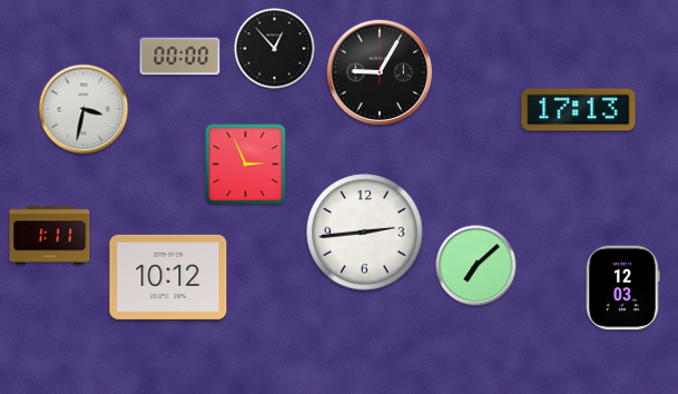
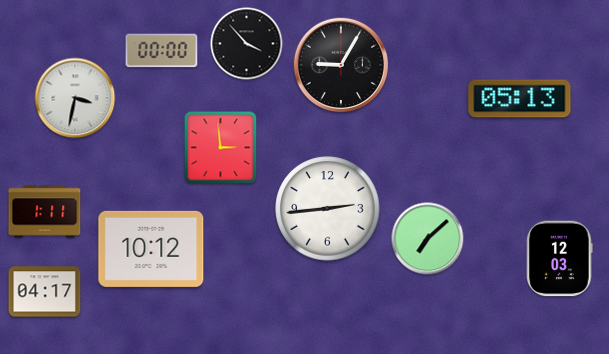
clock at (275, 49): 12:53 -> 3:53
clock at (579, 110): 17:13 -> 05:13
clock at (246, 165): 2:56 -> 2:59
clock at (45, 292): none -> 04:17
